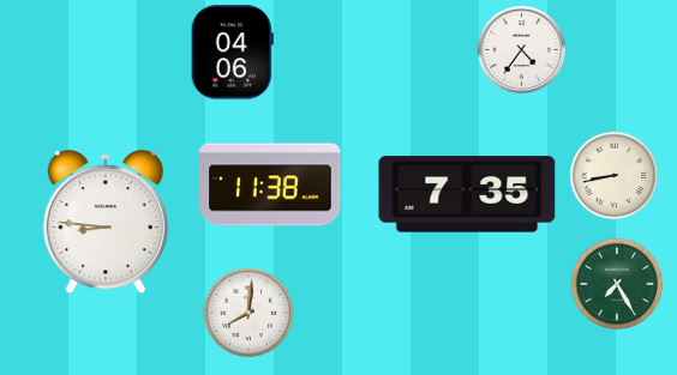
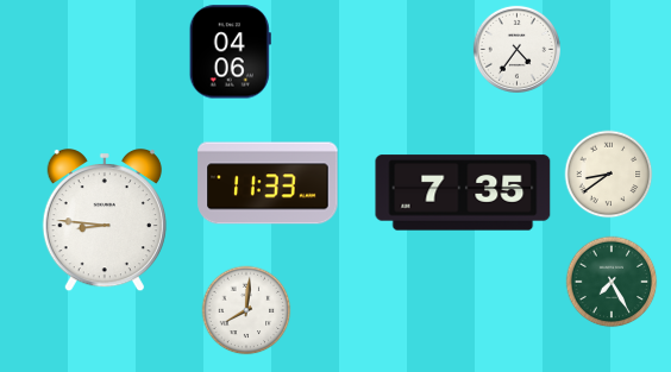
clock at (615, 176): 8:43 -> 8:39
clock at (270, 185): 11:38 -> 11:33
